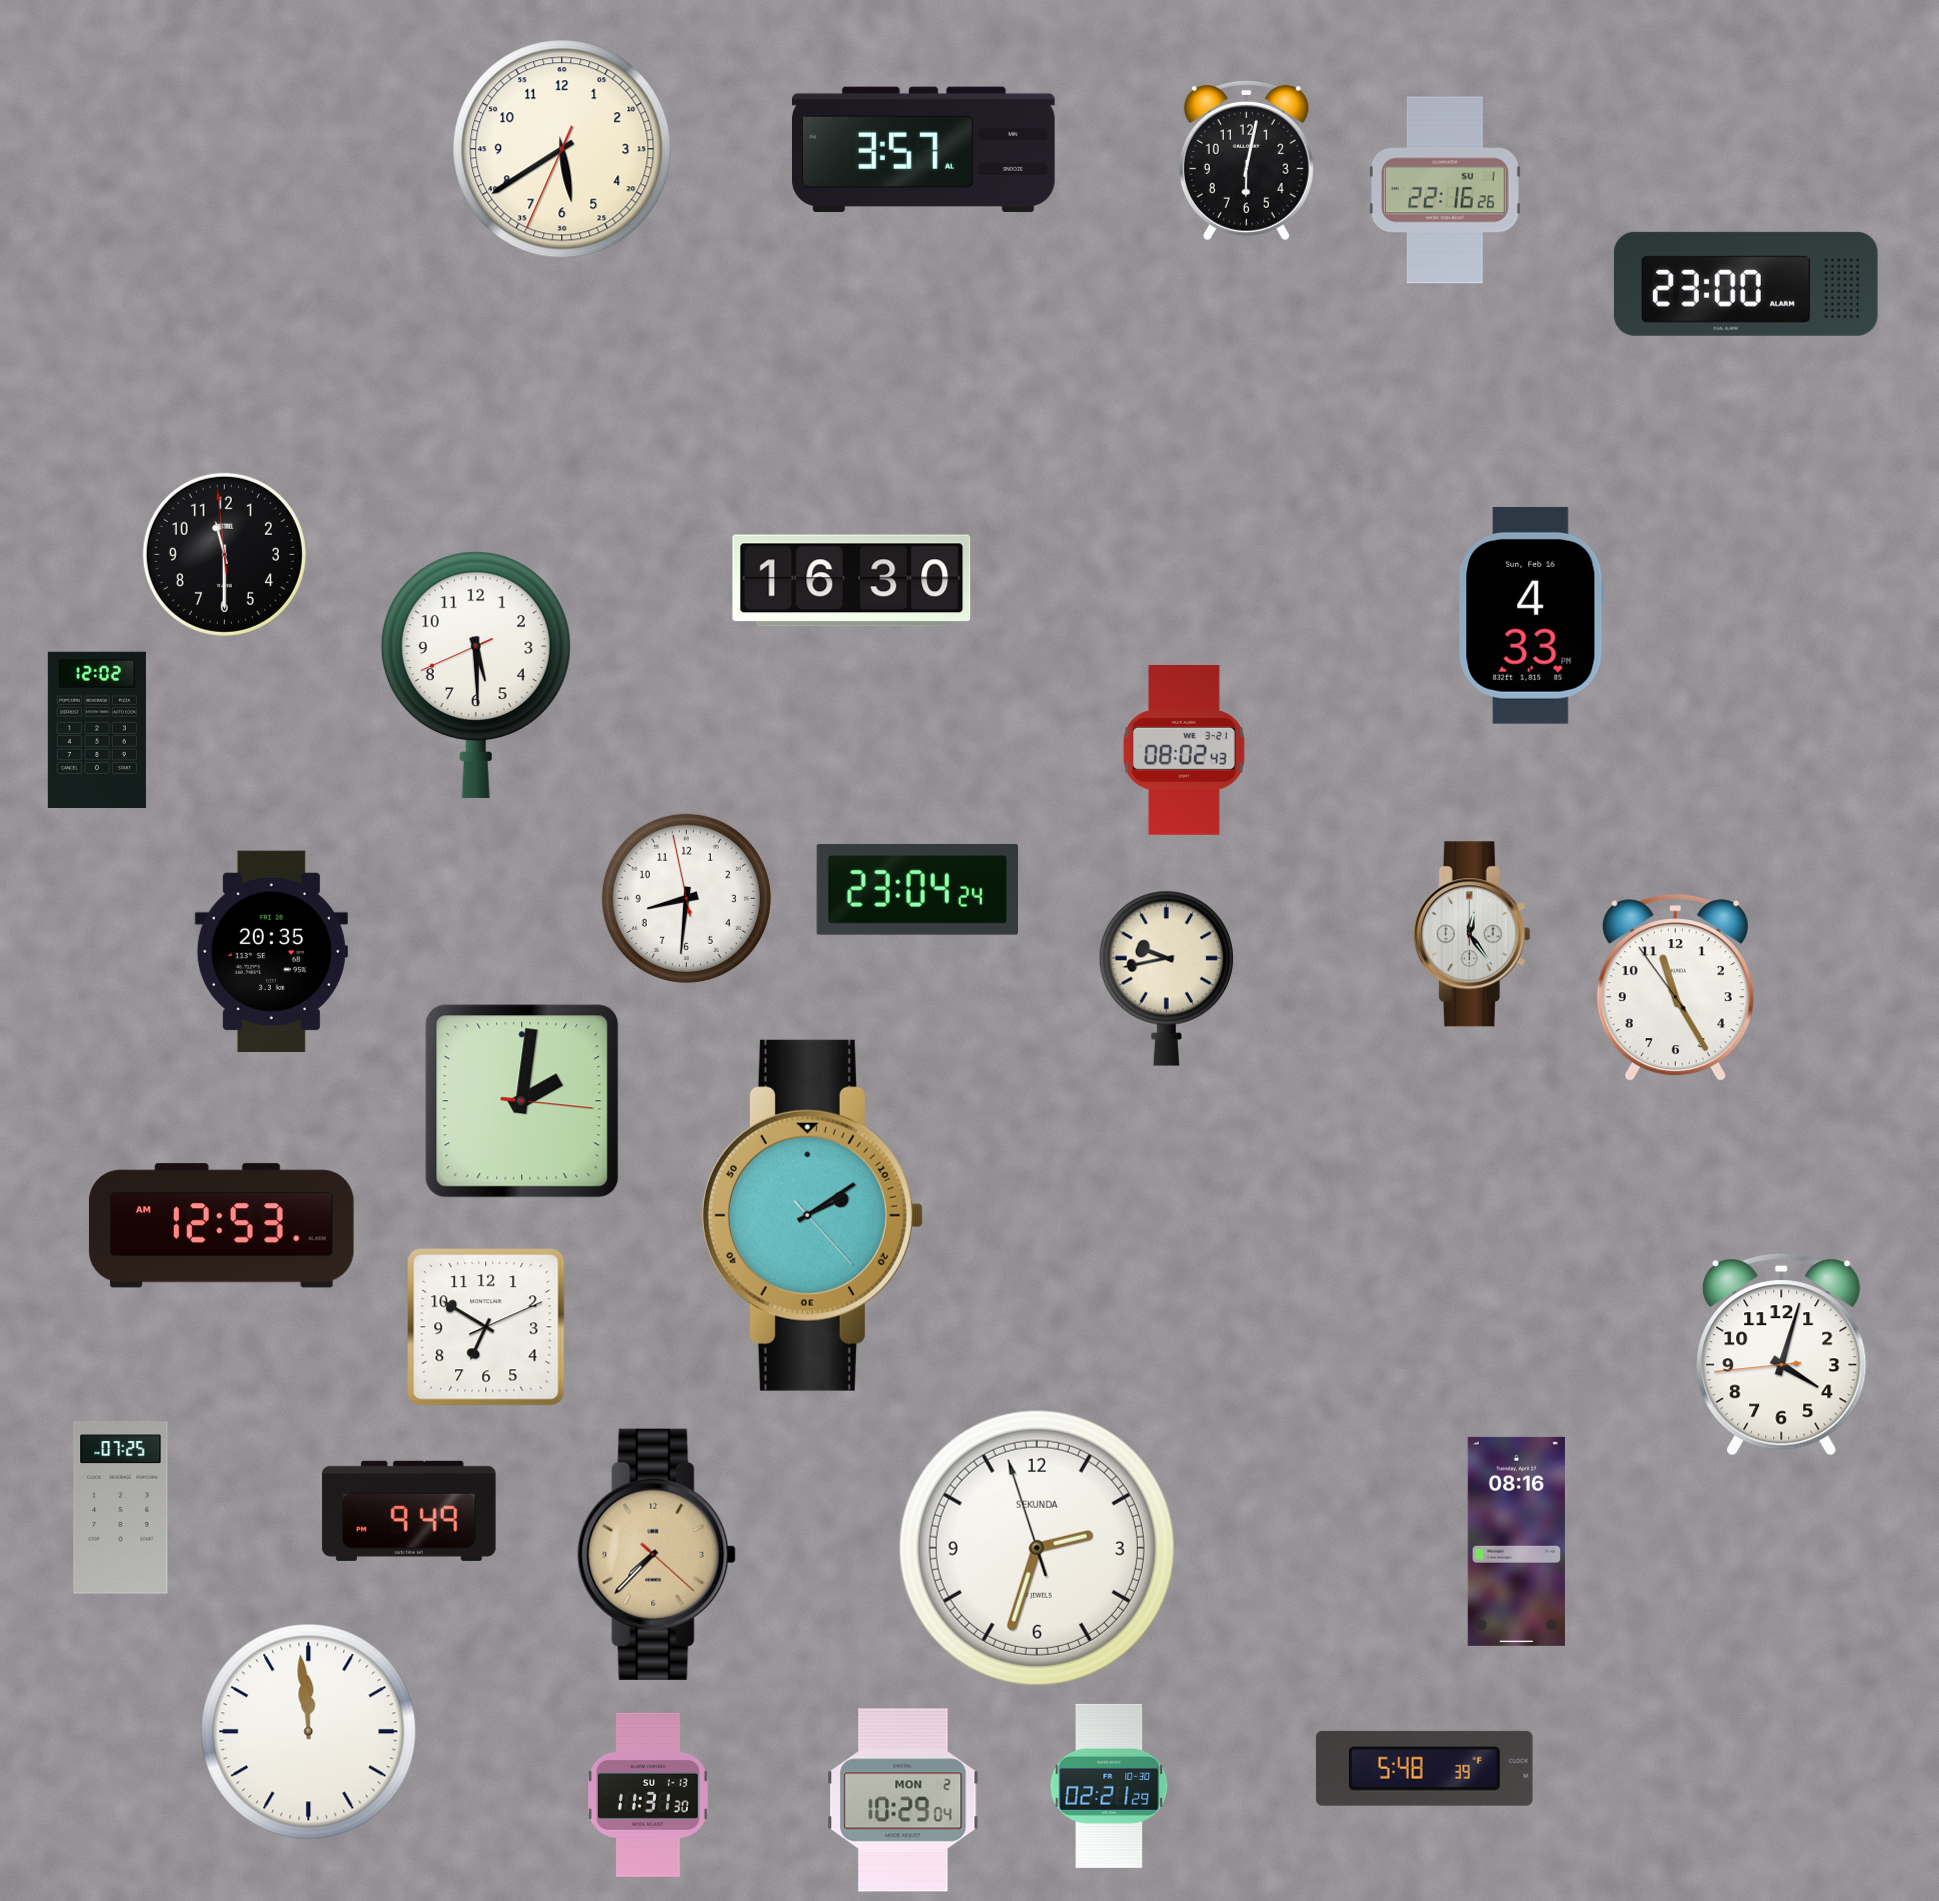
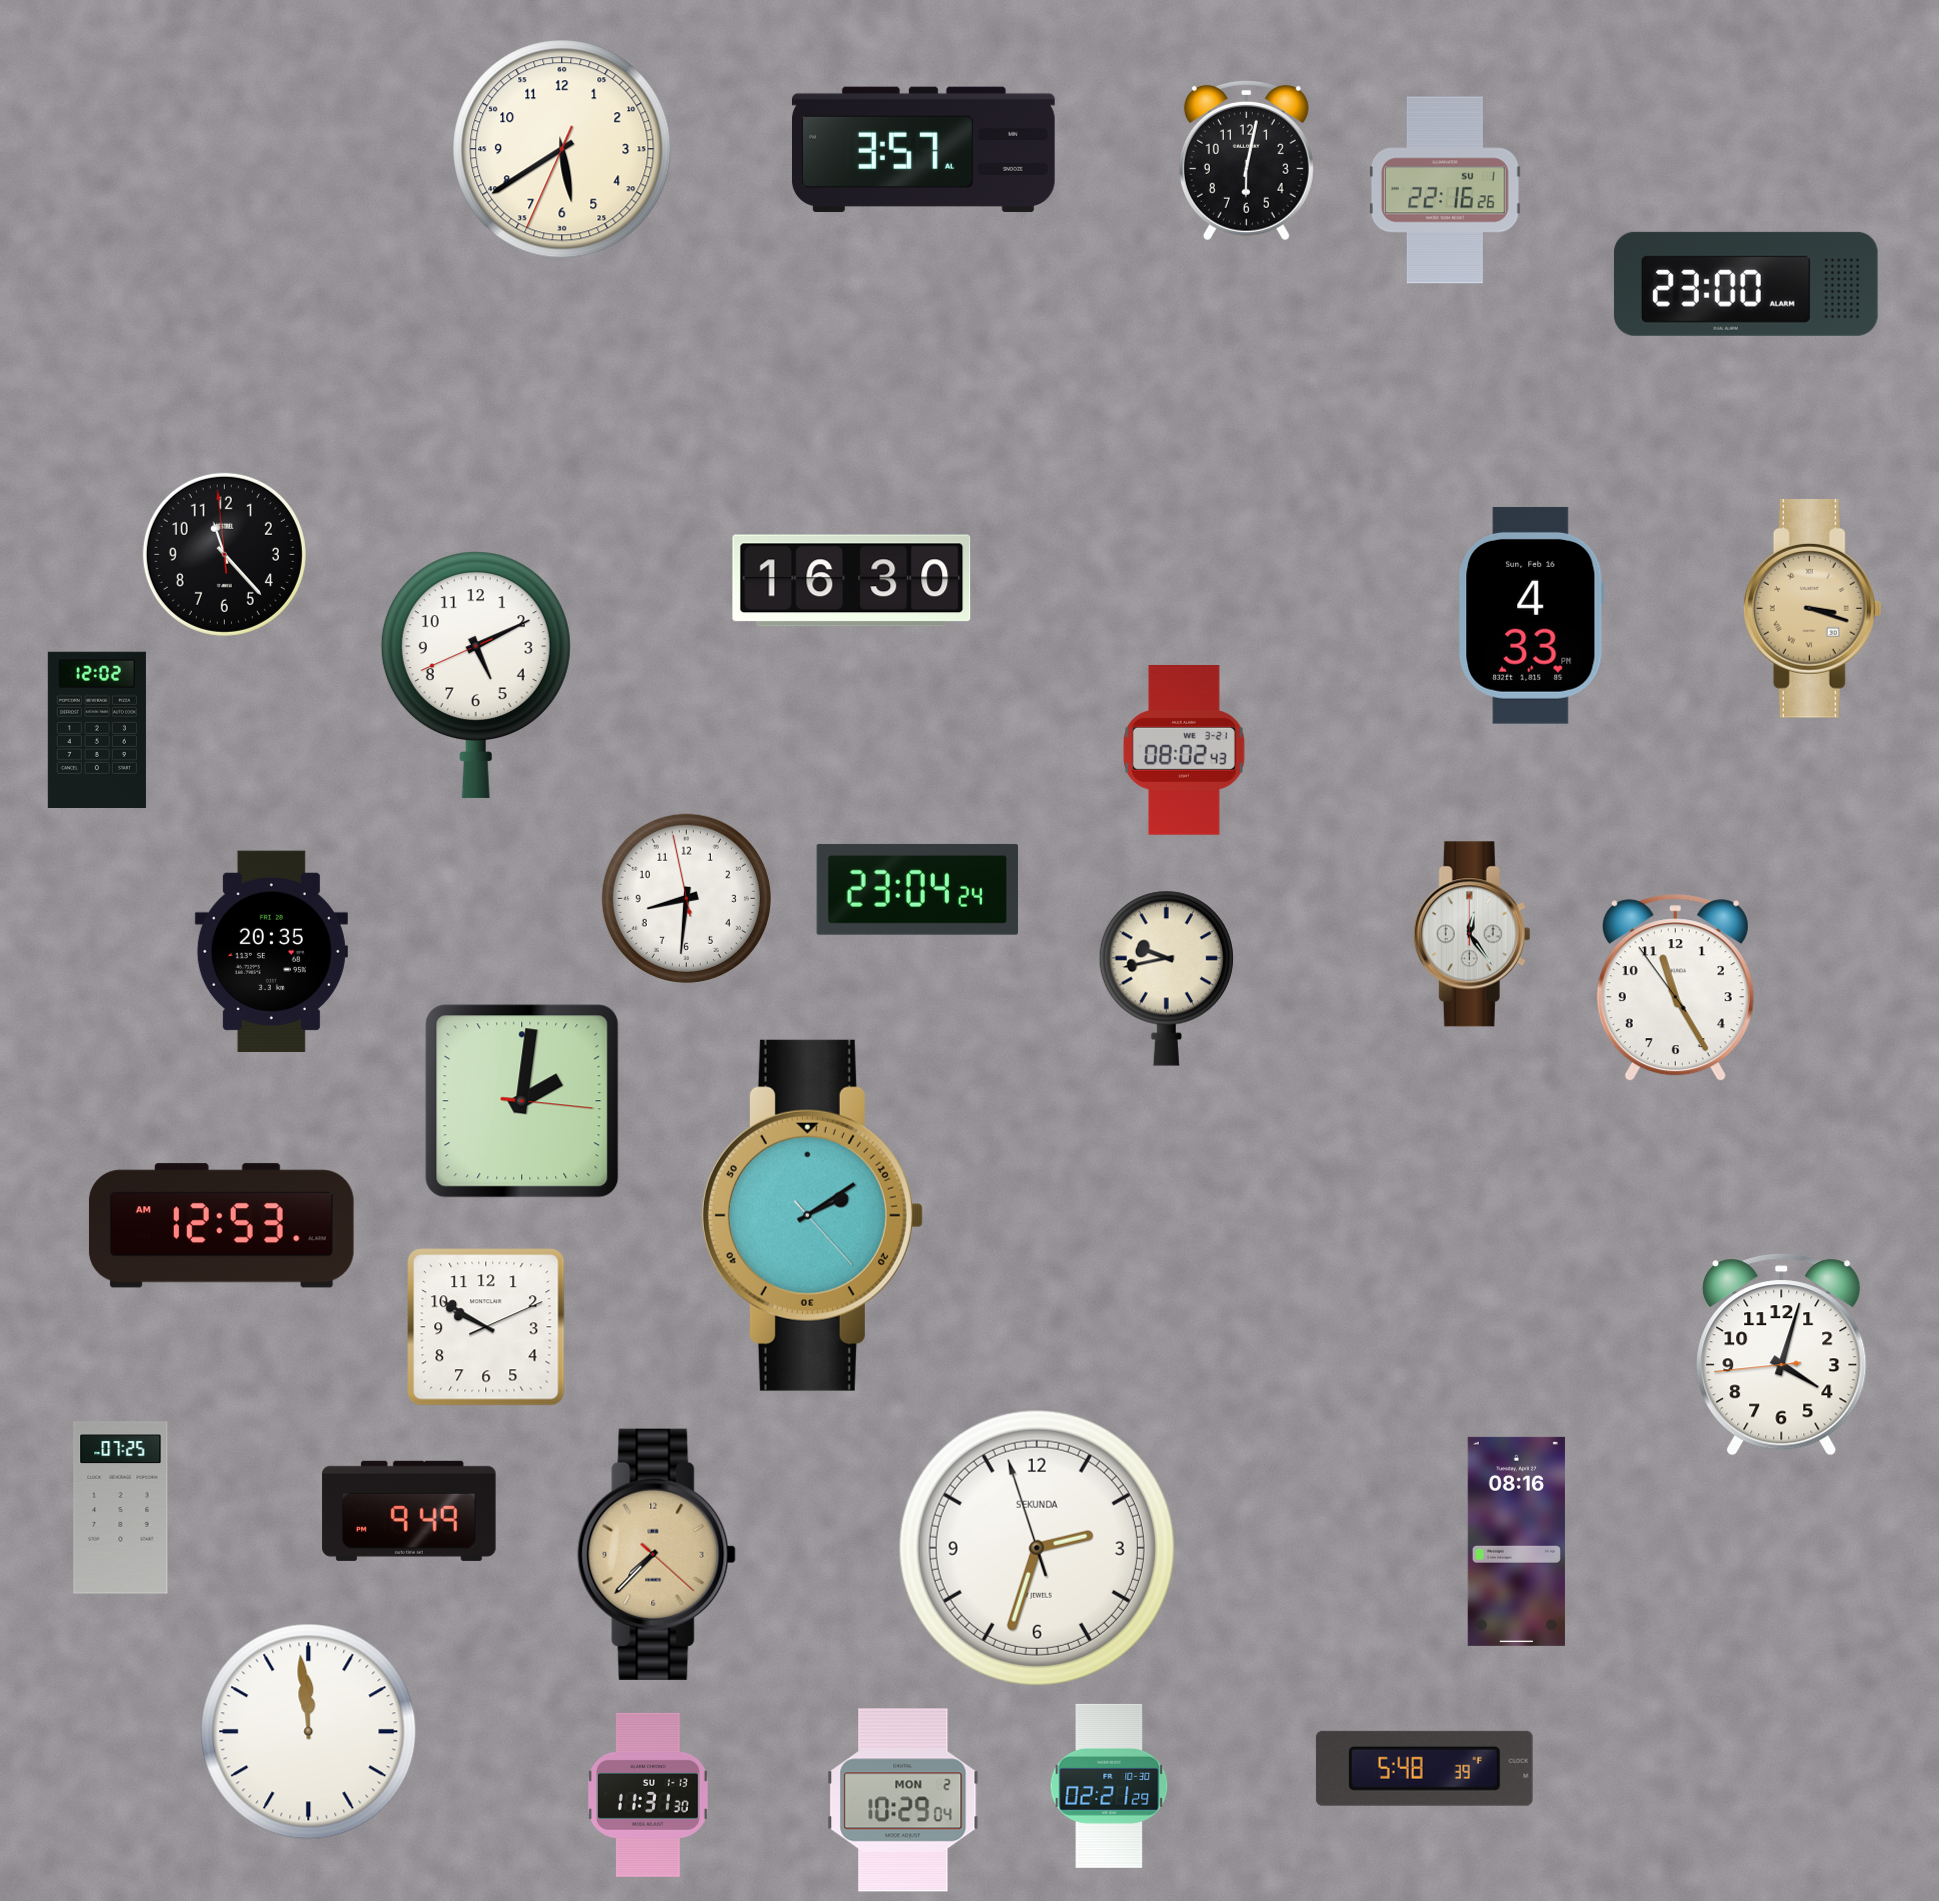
clock at (224, 554): 11:29 -> 11:22
clock at (1812, 609): none -> 3:18
clock at (476, 675): 5:29 -> 5:10
clock at (486, 1327): 6:50 -> 9:50
